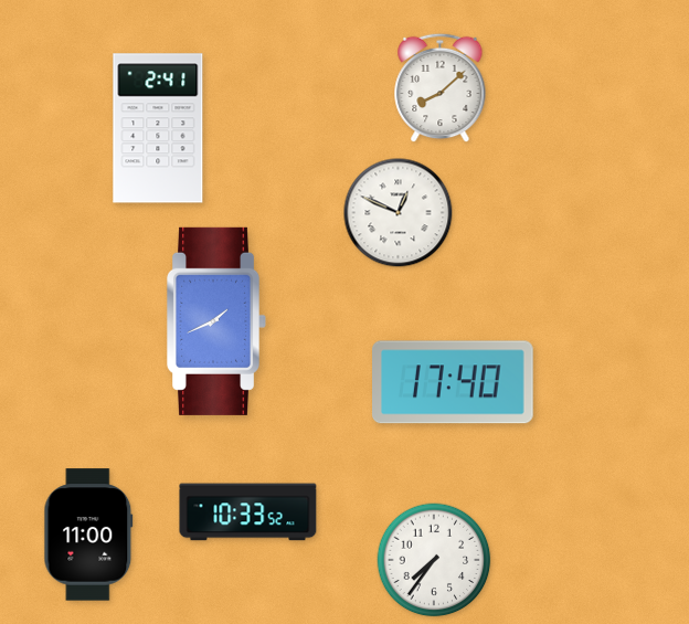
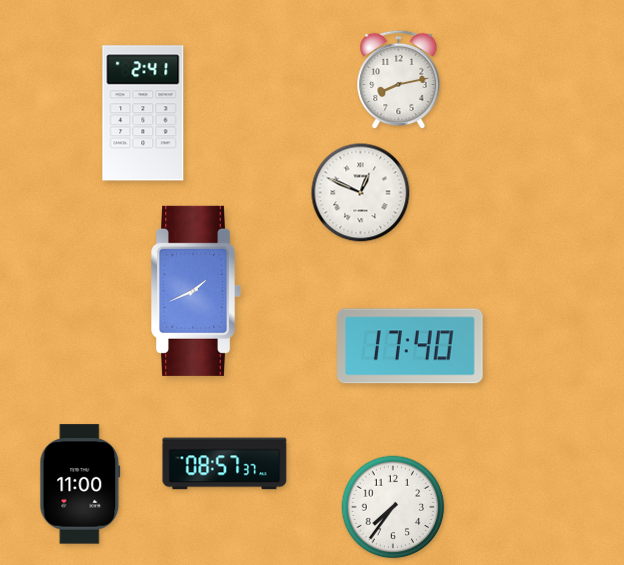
clock at (441, 88): 8:08 -> 8:13
clock at (158, 128) position: (158, 128) -> (143, 113)
clock at (248, 512): 10:33 -> 08:57
